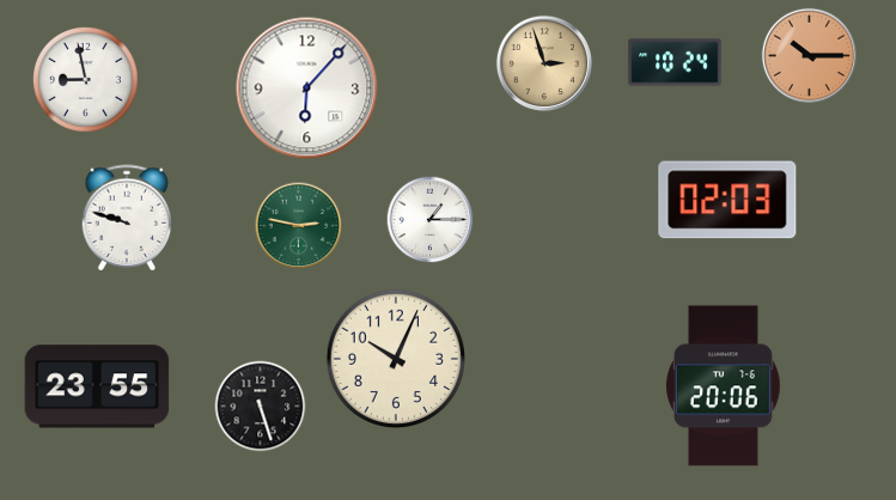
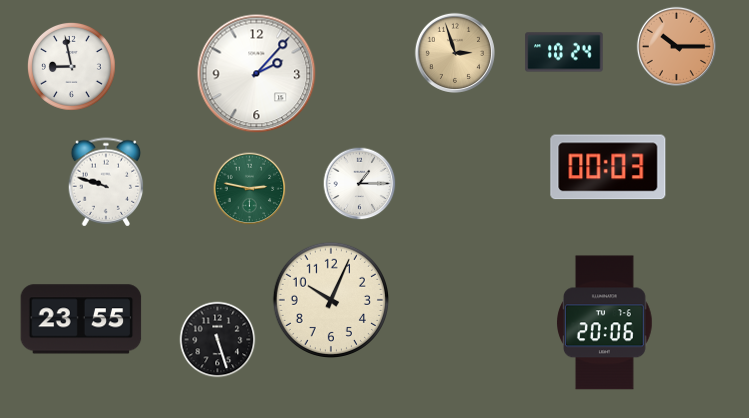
clock at (307, 89): 6:07 -> 2:07
clock at (727, 200): 02:03 -> 00:03
clock at (97, 386) position: (97, 386) -> (81, 319)
